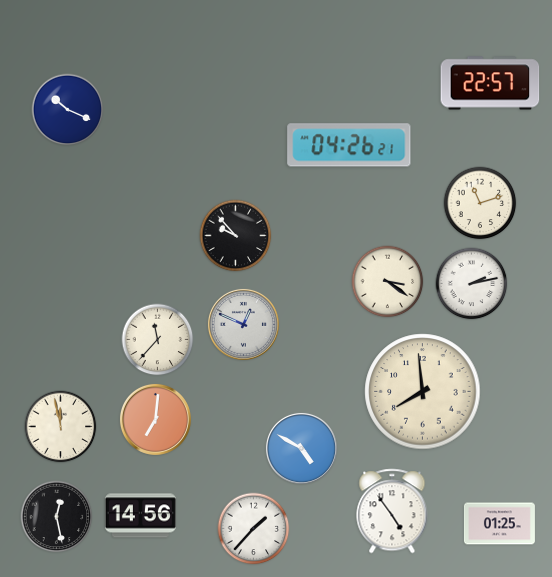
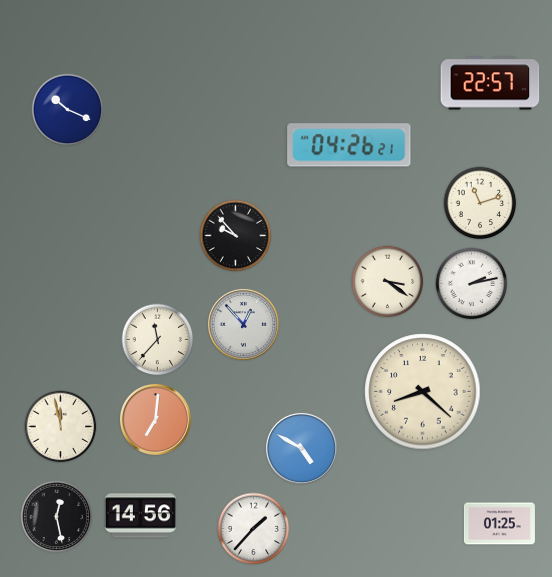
clock at (243, 324): 12:49 -> 12:53
clock at (423, 392): 7:59 -> 8:22
clock at (392, 511): 4:54 -> none
